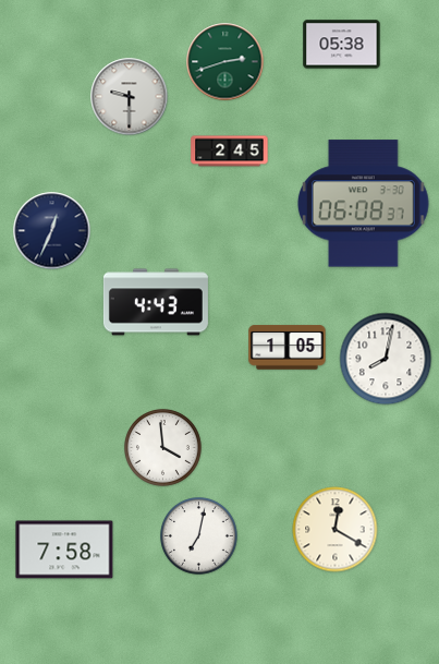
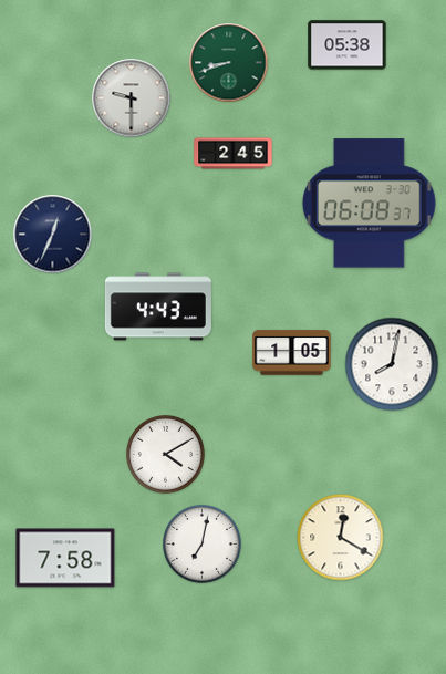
clock at (225, 62): 2:42 -> 8:42
clock at (364, 204) position: (364, 204) -> (370, 204)
clock at (163, 448): 3:59 -> 4:10
